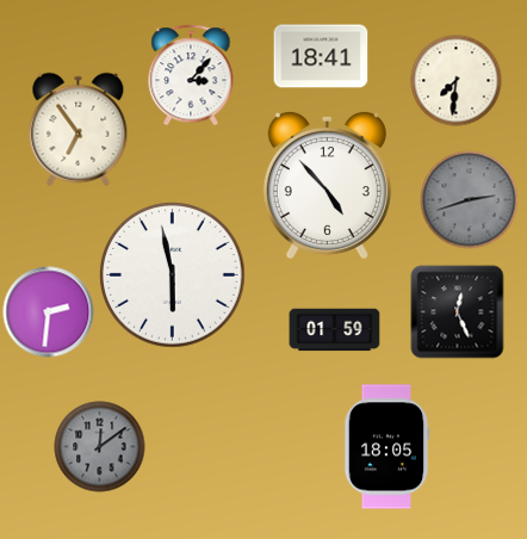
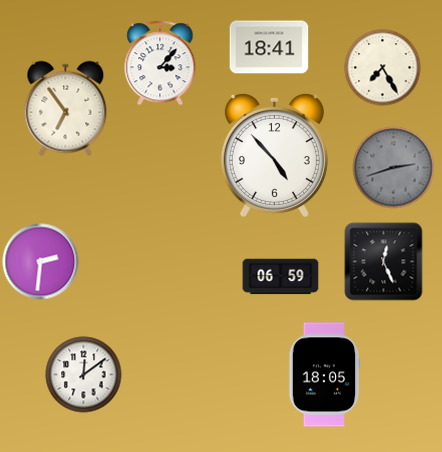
clock at (457, 81): 7:31 -> 7:25
clock at (173, 275): 5:58 -> none
clock at (335, 330): 01:59 -> 06:59
clock at (100, 447) dial: grey -> white
